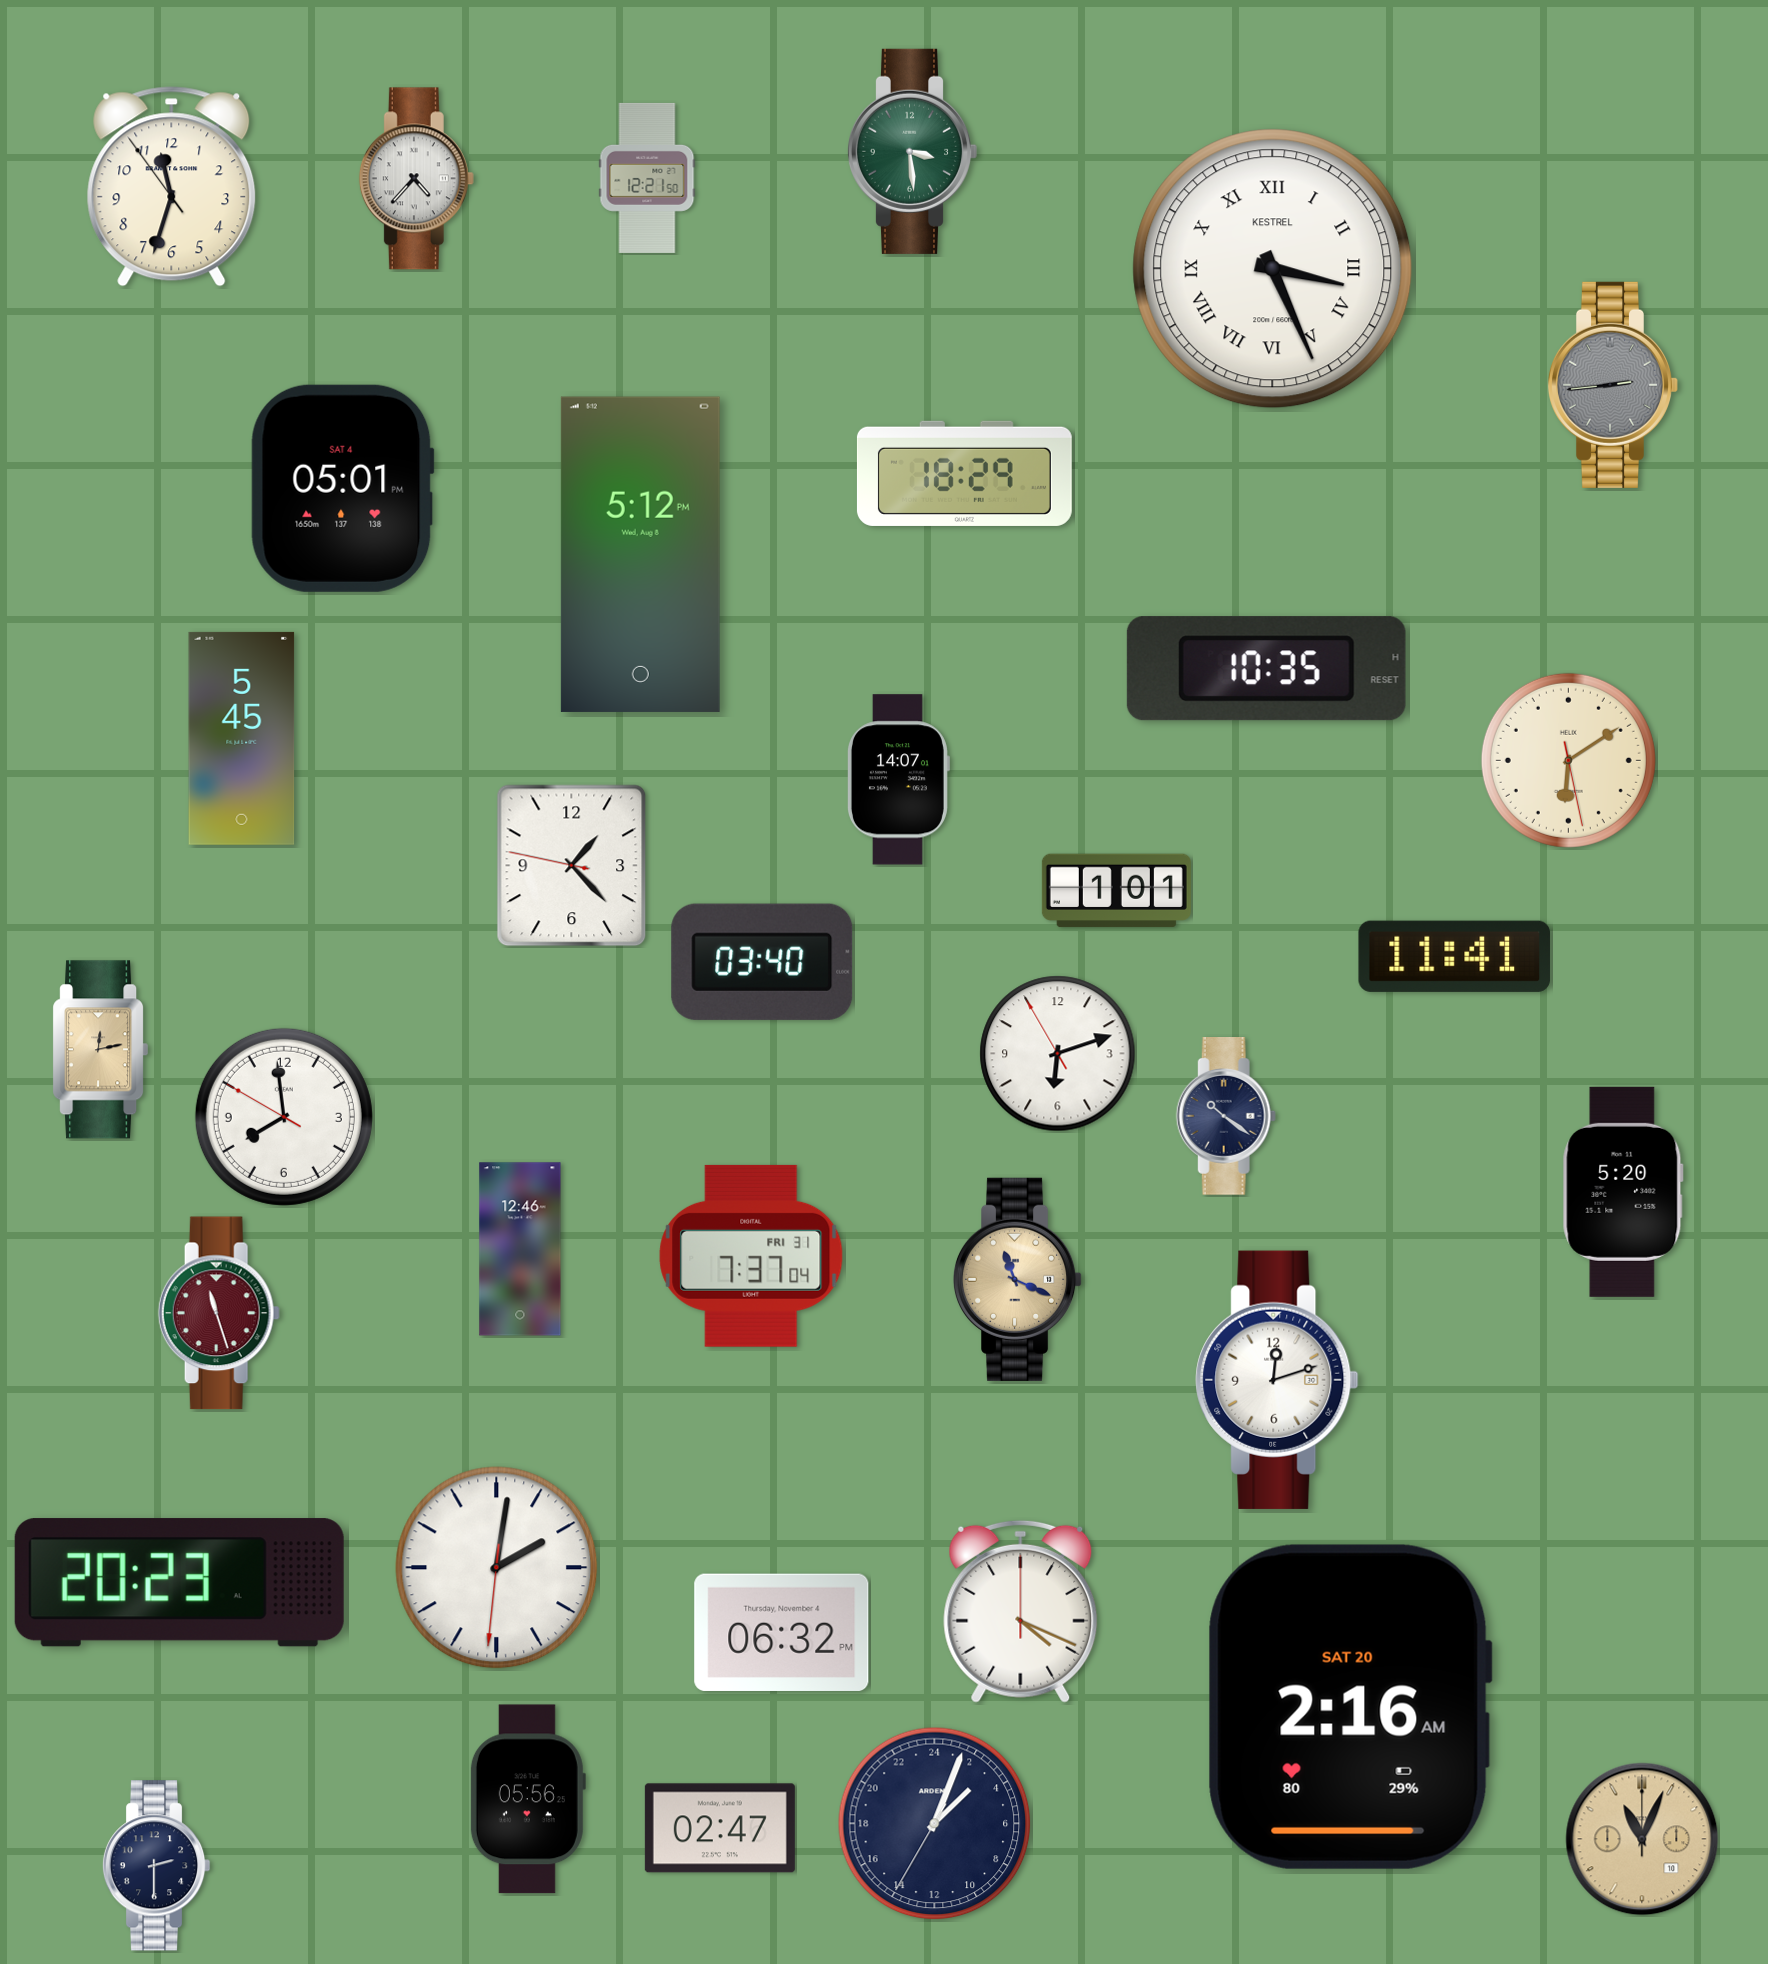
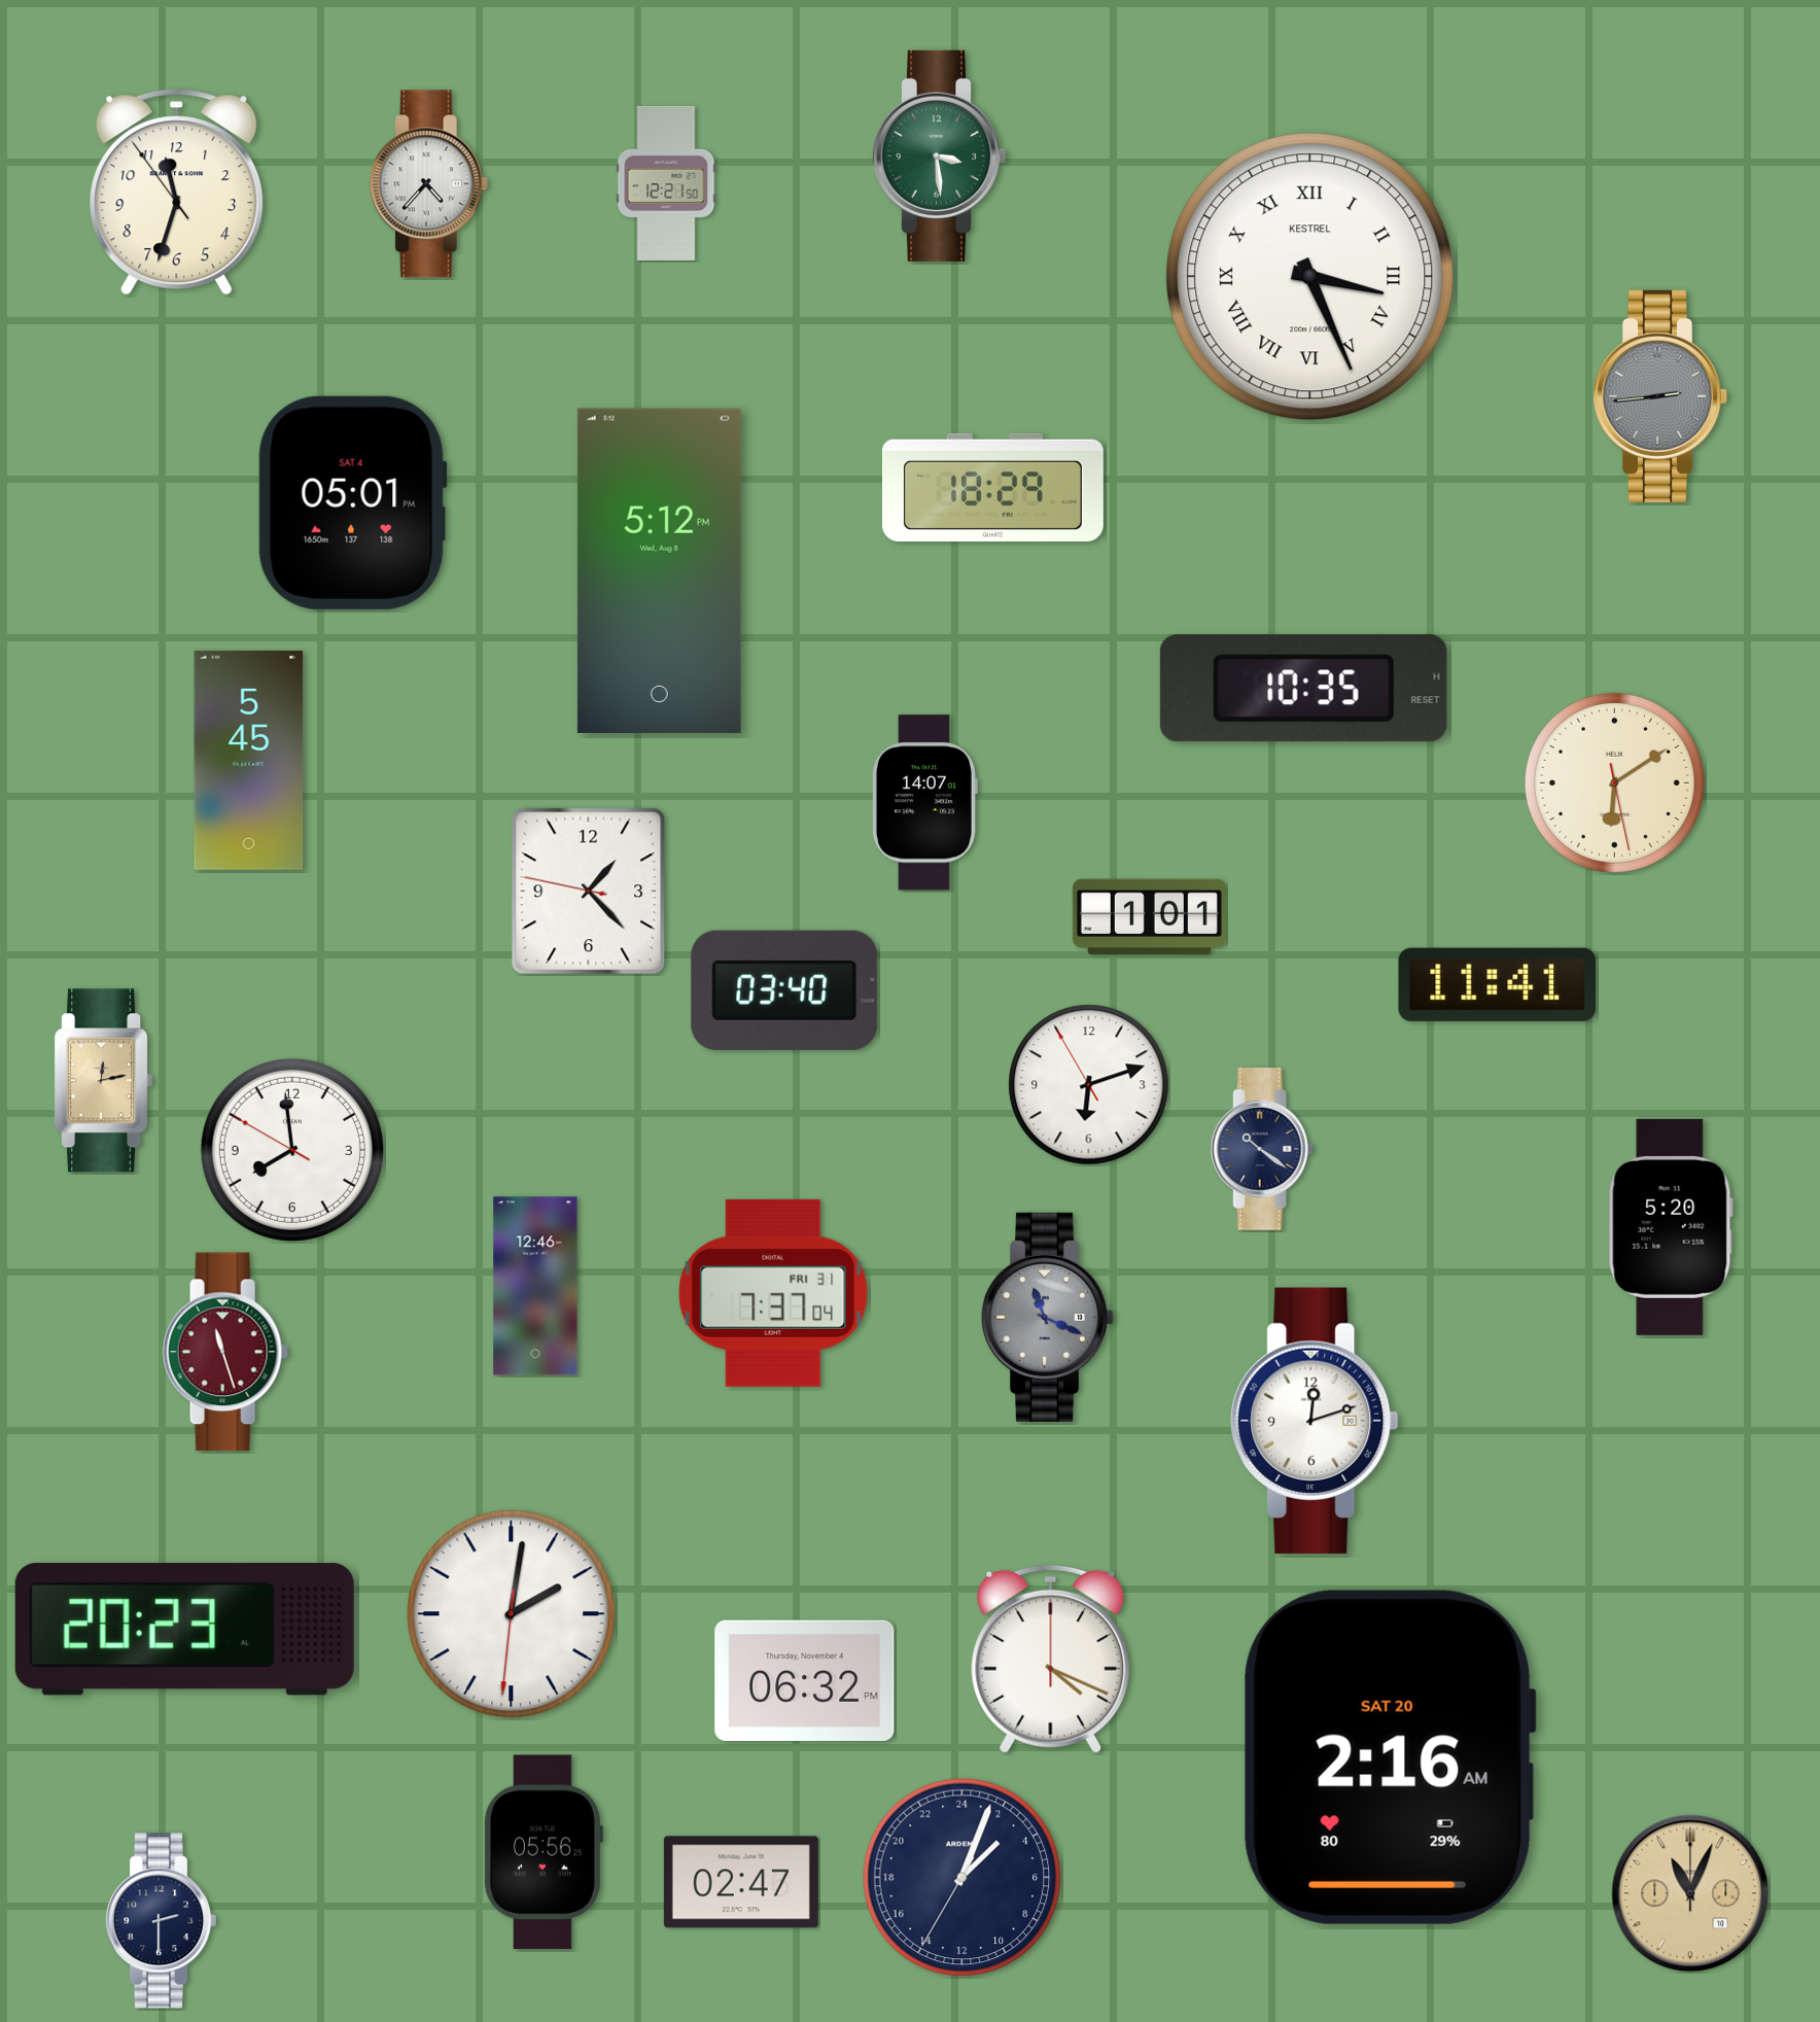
clock at (1018, 1279) dial: champagne -> grey
